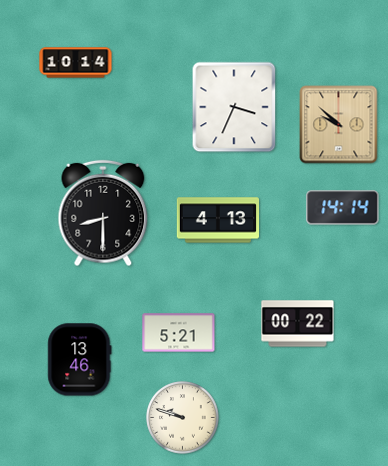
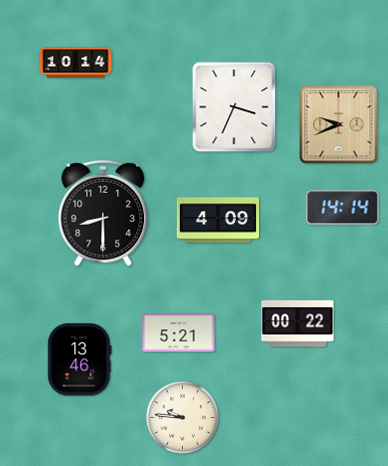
clock at (339, 125): 9:52 -> 9:41
clock at (217, 220): 4:13 -> 4:09
clock at (183, 418): 9:48 -> 9:46
